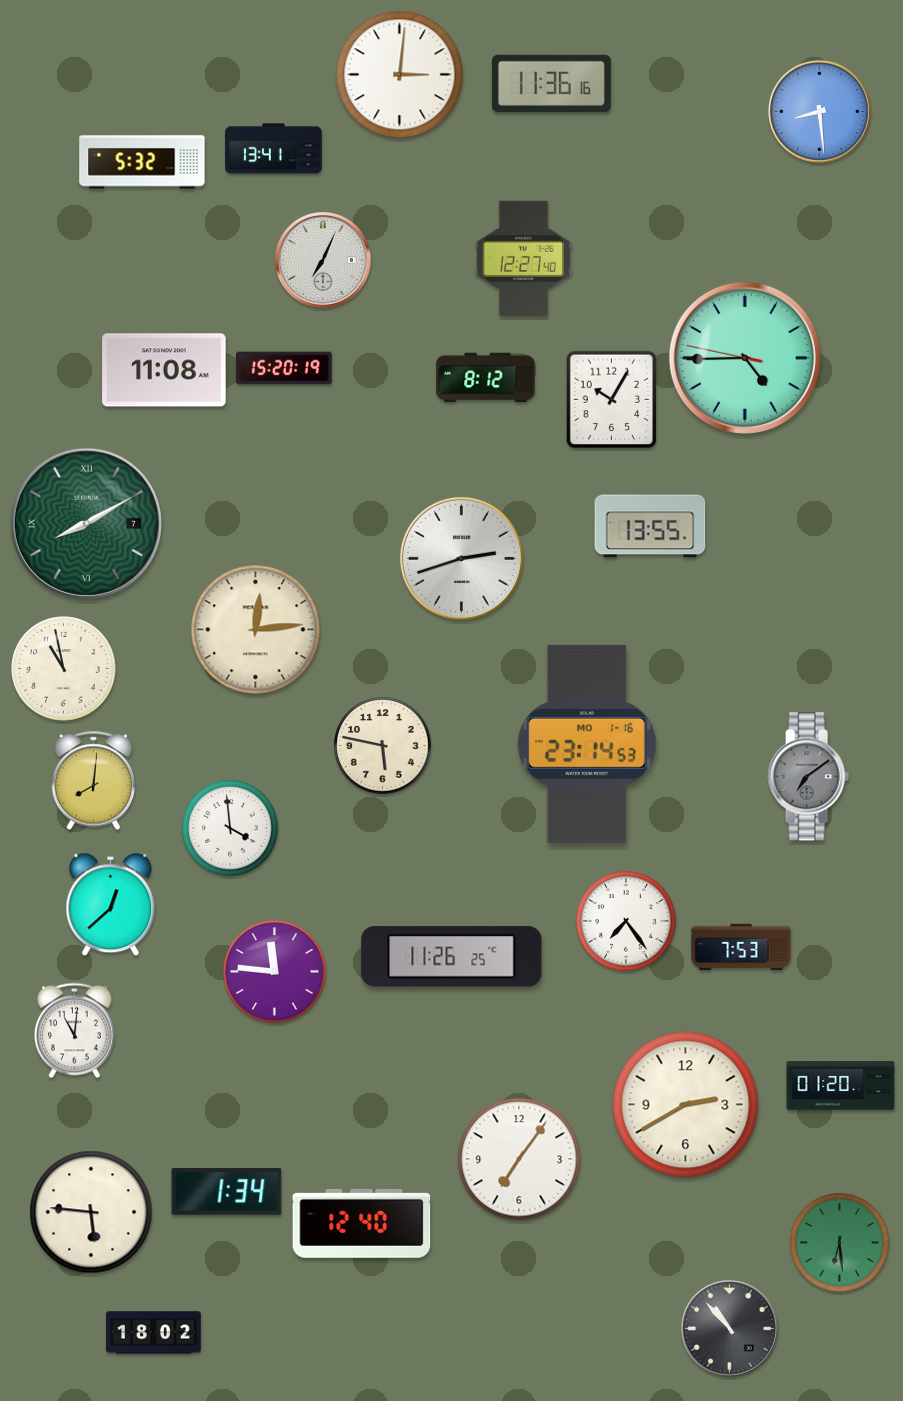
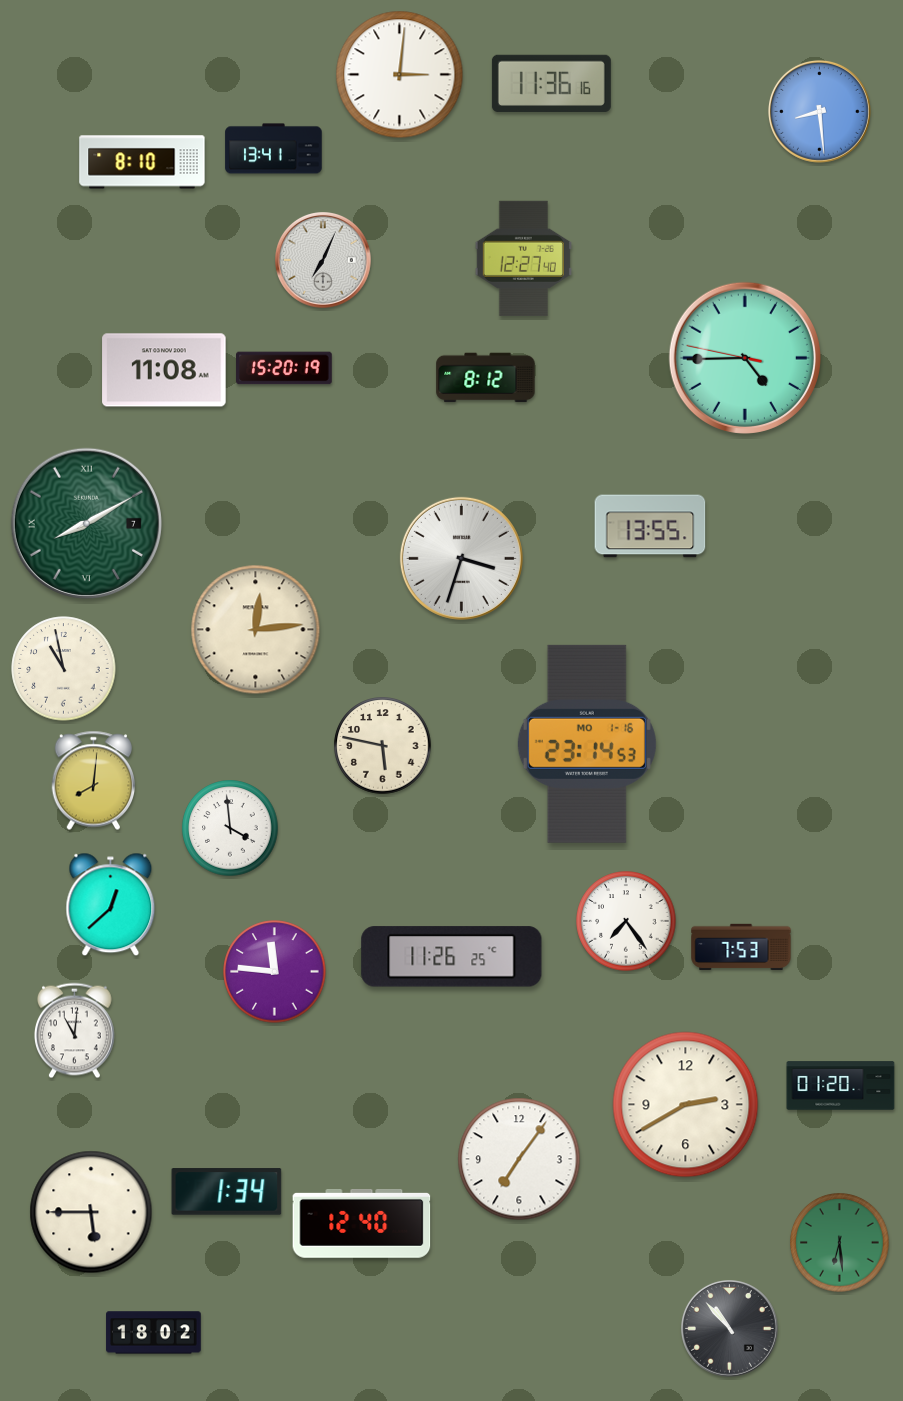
clock at (142, 162): 5:32 -> 8:10
clock at (612, 400): 10:05 -> none
clock at (461, 558): 2:42 -> 3:33
clock at (808, 777): 7:09 -> none
clock at (91, 1212): 5:46 -> 5:45
